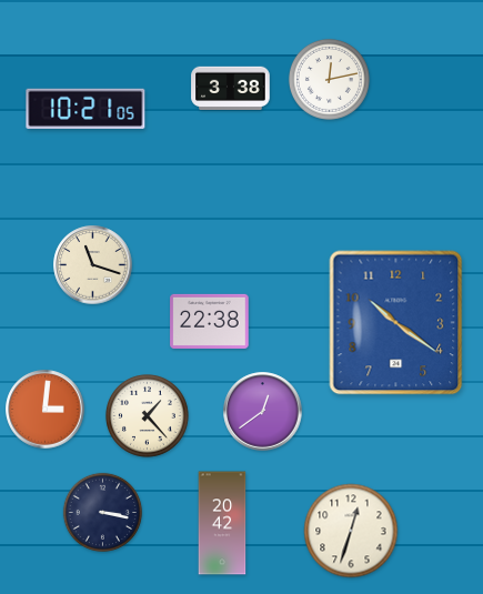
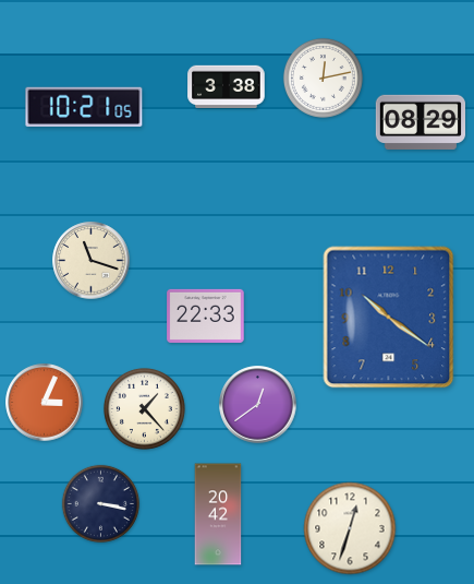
clock at (420, 121): none -> 08:29
clock at (210, 321): 22:38 -> 22:33
clock at (46, 410): 3:01 -> 3:04
clock at (351, 531) position: (351, 531) -> (350, 528)
